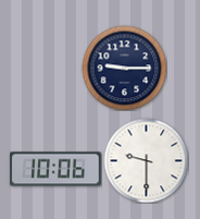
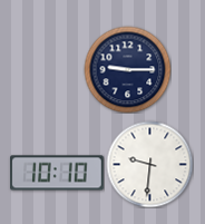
clock at (146, 160): 9:30 -> 9:31
clock at (55, 169): 10:06 -> 10:10
